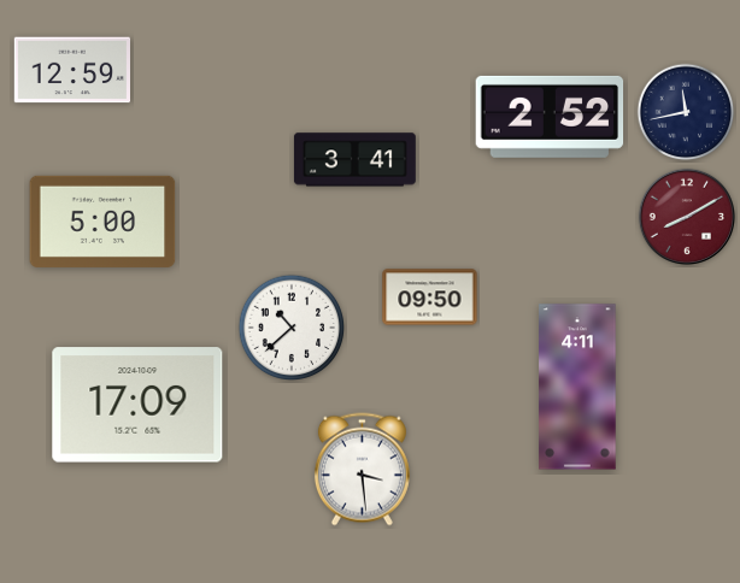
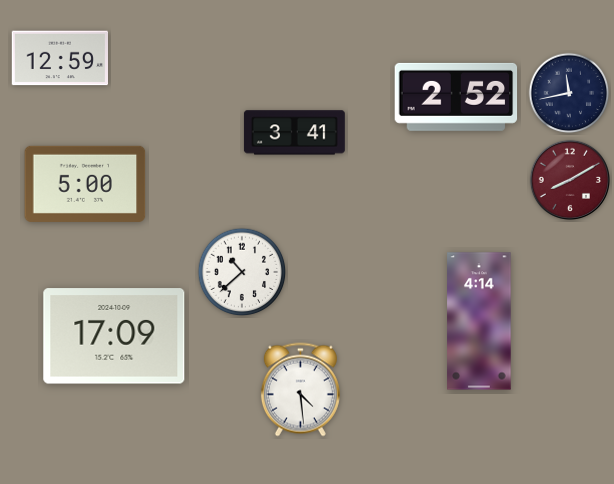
clock at (430, 298): 09:50 -> none
clock at (577, 387): 4:11 -> 4:14
clock at (362, 470): 3:29 -> 4:29
